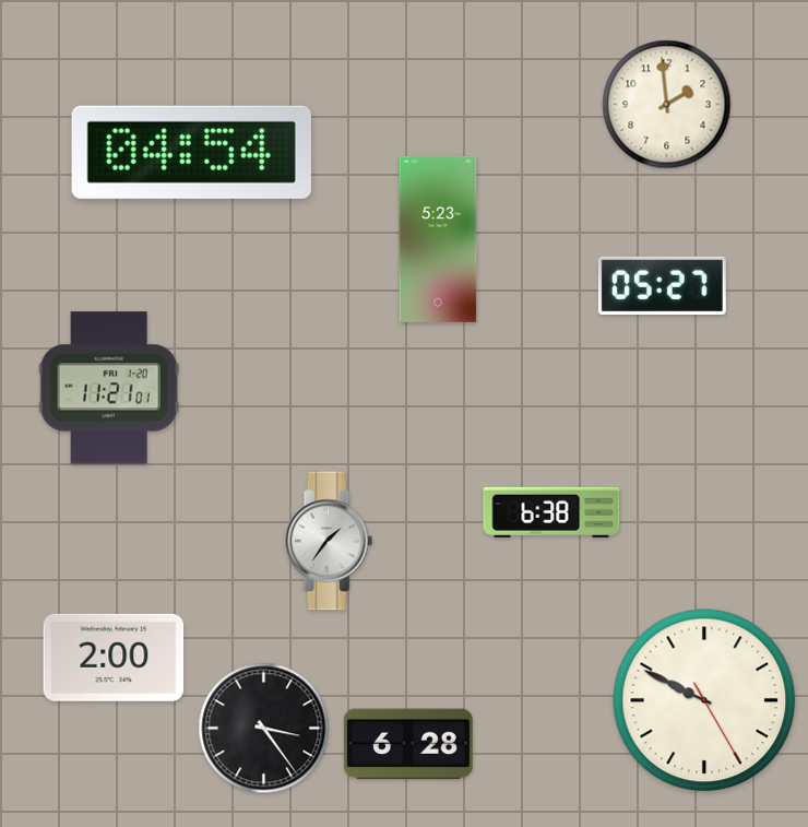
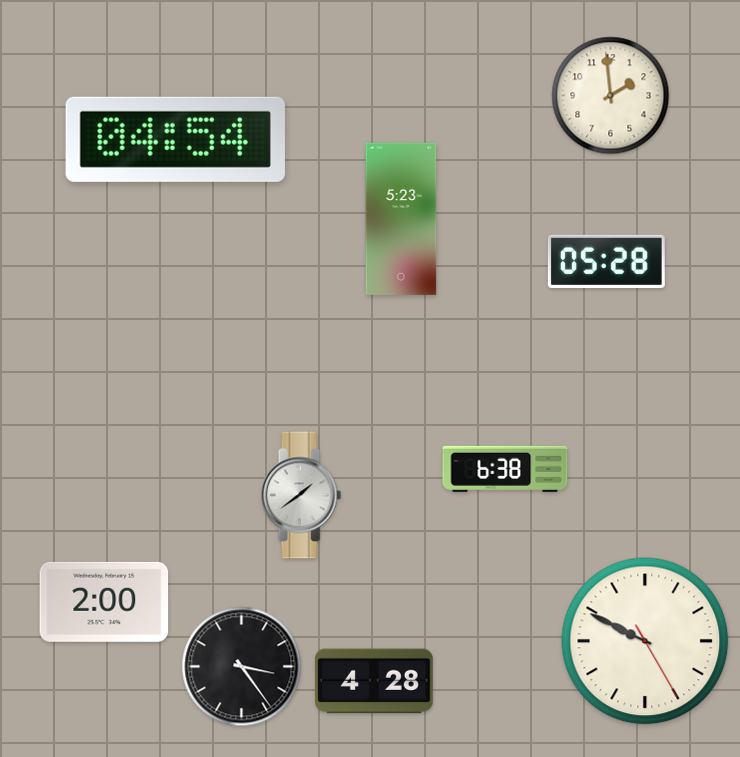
clock at (662, 285): 05:27 -> 05:28
clock at (109, 388): 11:21 -> none
clock at (329, 541): 1:36 -> 1:39
clock at (408, 744): 6:28 -> 4:28
